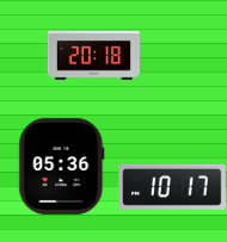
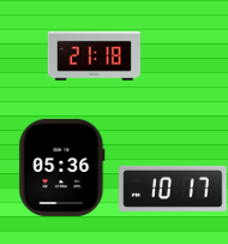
clock at (93, 56): 20:18 -> 21:18
